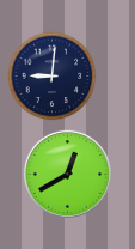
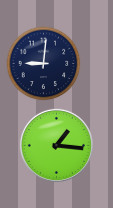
clock at (67, 174): 12:40 -> 1:16
